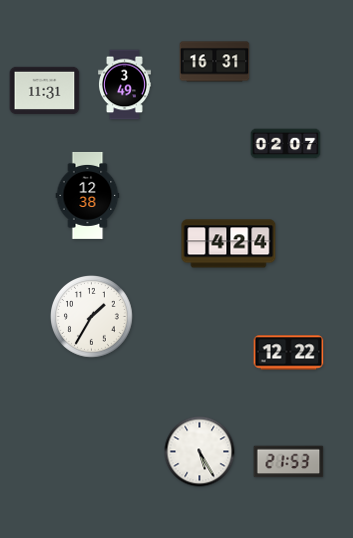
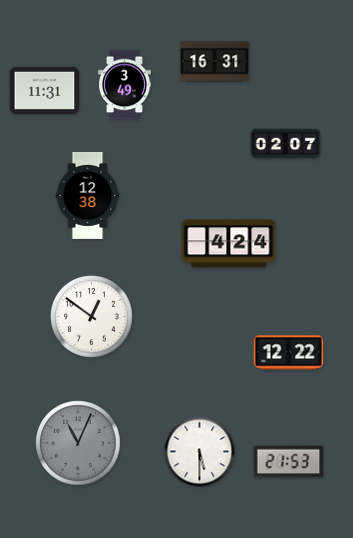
clock at (92, 317): 1:35 -> 12:51
clock at (78, 443): none -> 11:04
clock at (200, 452): 5:25 -> 5:30
